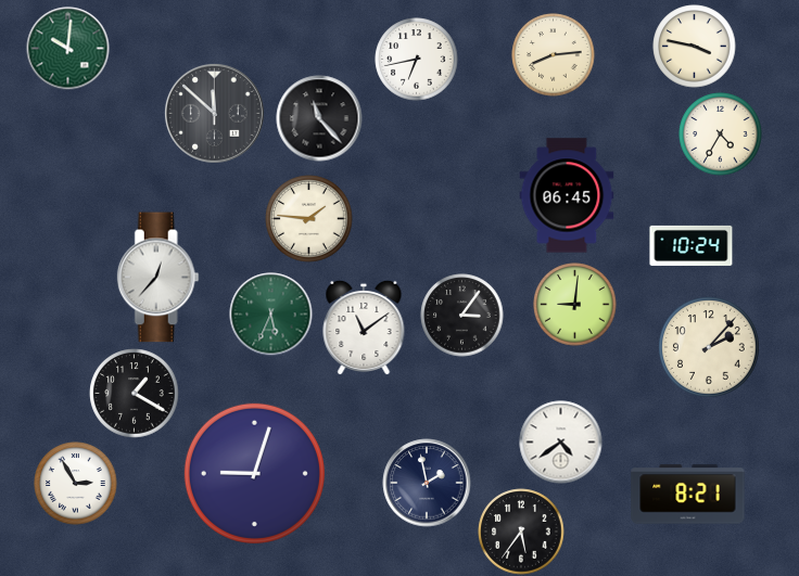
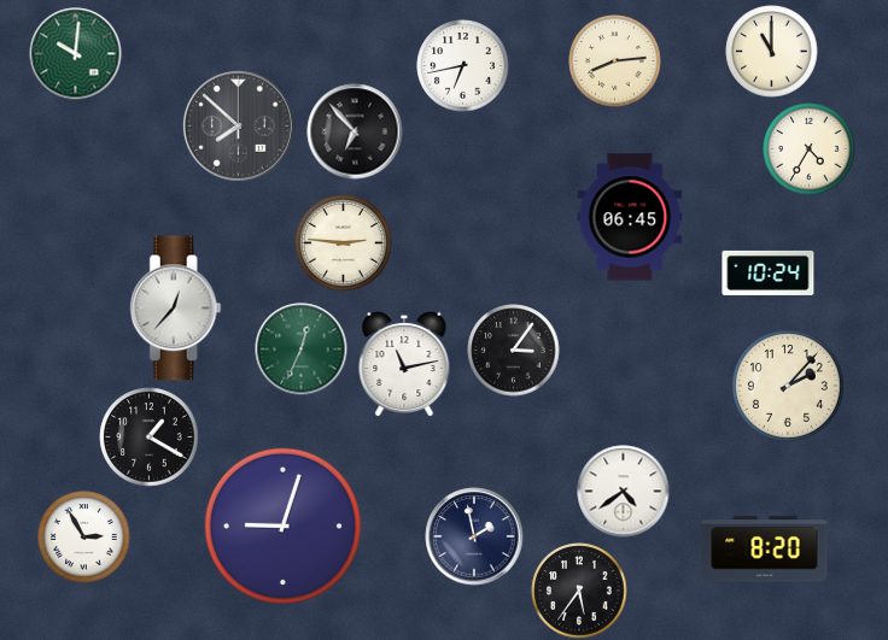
clock at (695, 47): 3:47 -> 11:00
clock at (214, 113): 11:52 -> 7:52
clock at (319, 118): 11:23 -> 6:53
clock at (721, 135) position: (721, 135) -> (810, 149)
clock at (309, 219): 1:46 -> 2:46
clock at (575, 305): 9:01 -> none
clock at (271, 315): 5:34 -> 12:34
clock at (364, 328): 11:09 -> 11:13
clock at (688, 495): 8:21 -> 8:20
